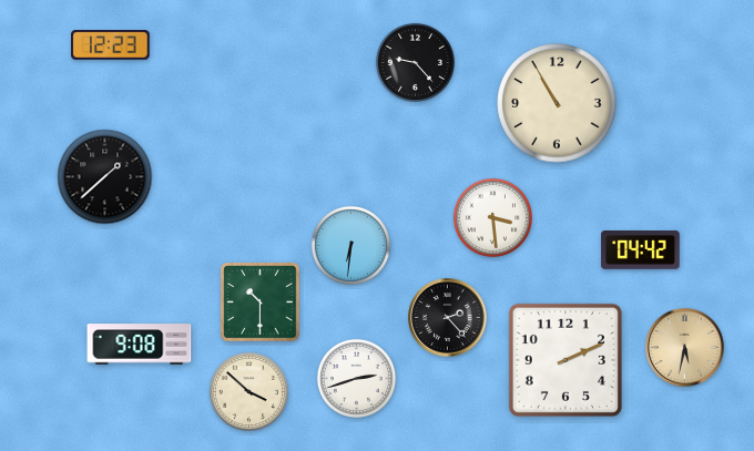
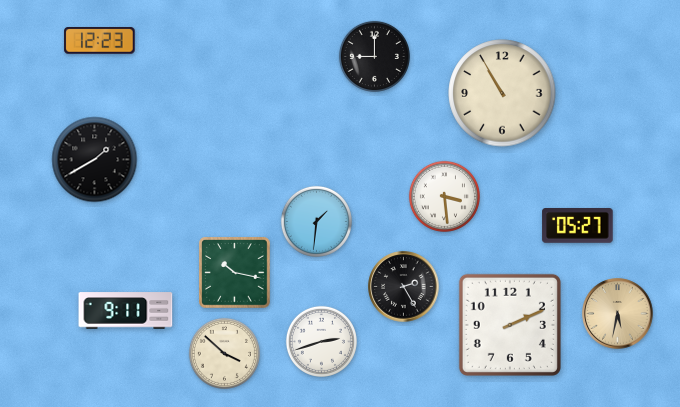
clock at (415, 62): 9:23 -> 9:00
clock at (105, 177): 1:38 -> 1:40
clock at (350, 245): 6:31 -> 1:31
clock at (641, 250): 04:42 -> 05:27
clock at (261, 303): 10:30 -> 10:17
clock at (448, 318): 2:23 -> 2:25
clock at (140, 345): 9:08 -> 9:11
